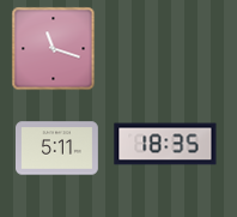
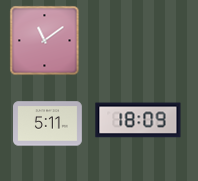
clock at (54, 49): 11:18 -> 11:09
clock at (165, 144): 18:35 -> 18:09
